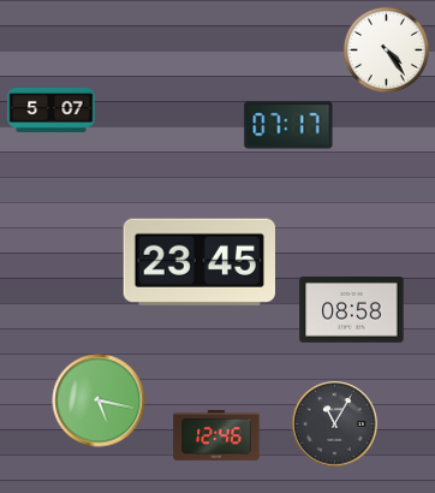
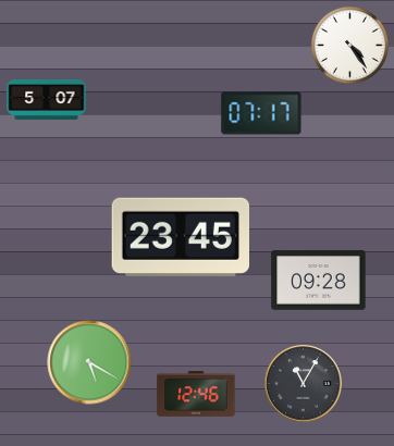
clock at (352, 310): 08:58 -> 09:28
clock at (99, 400): 5:17 -> 5:20
